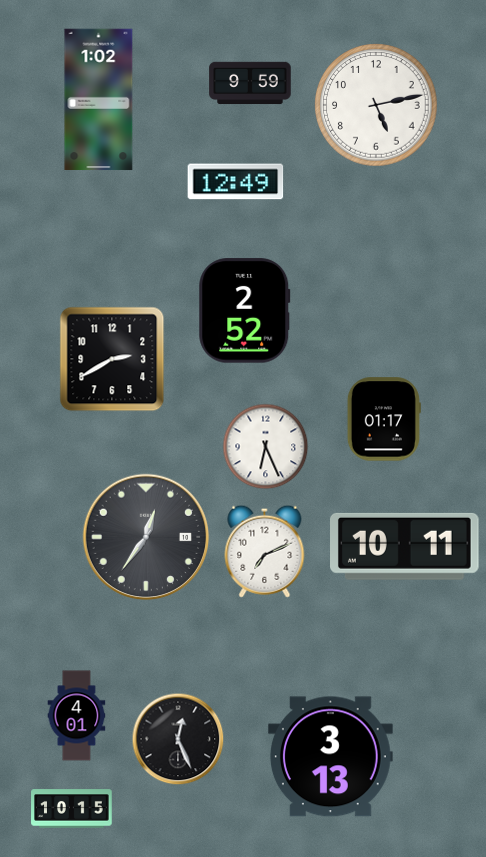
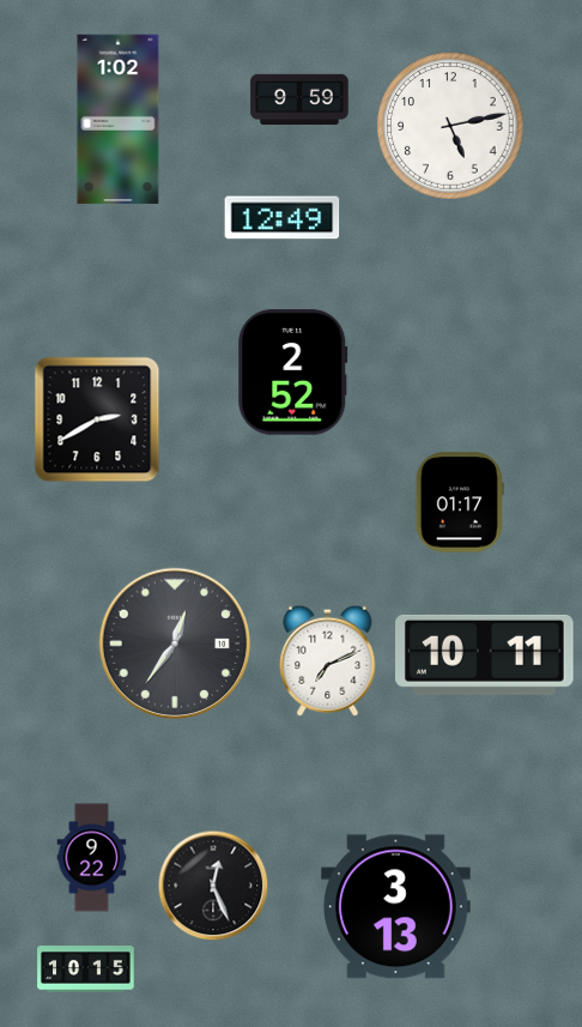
clock at (112, 359) position: (112, 359) -> (97, 419)
clock at (266, 447): 6:26 -> none
clock at (265, 551) position: (265, 551) -> (328, 660)
clock at (77, 716): 4:01 -> 9:22
